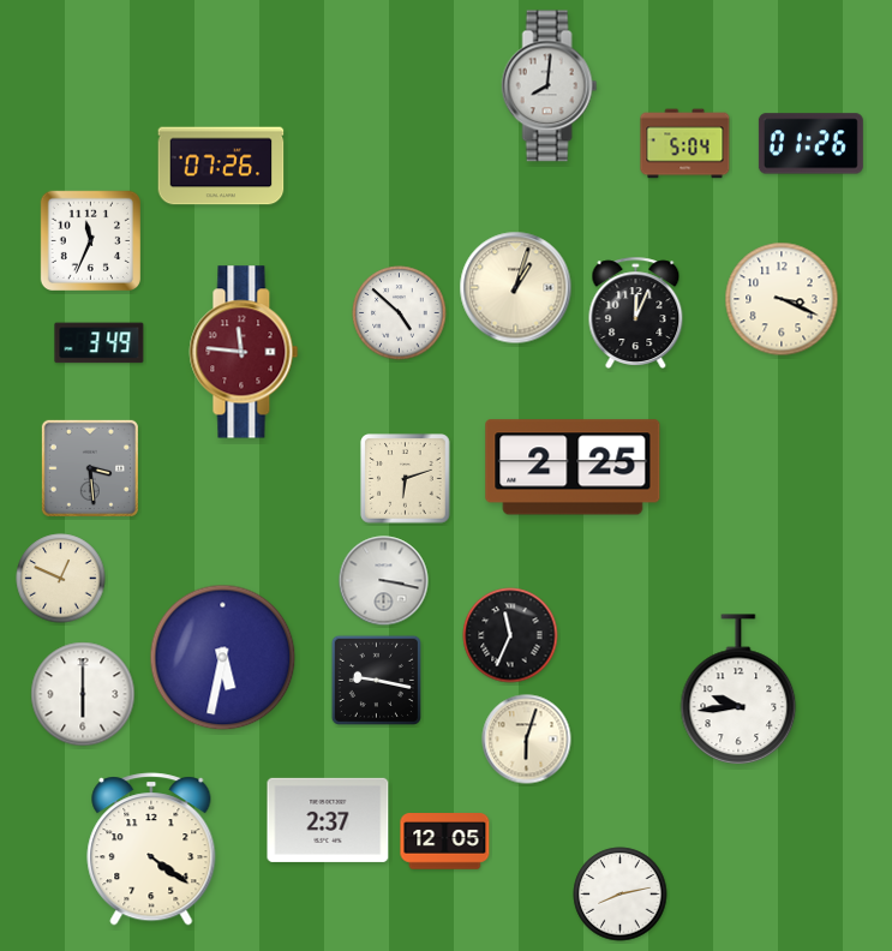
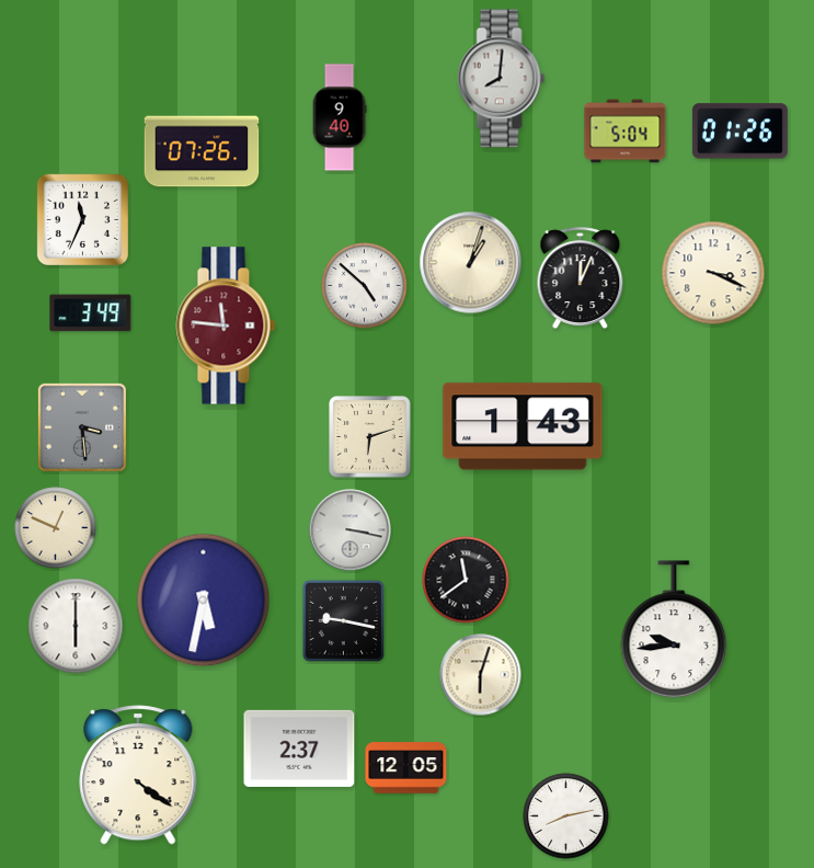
clock at (340, 117): none -> 9:40
clock at (636, 312) position: (636, 312) -> (581, 277)
clock at (244, 352) position: (244, 352) -> (226, 325)
clock at (573, 467): 2:25 -> 1:43
clock at (510, 635): 11:34 -> 11:39
clock at (83, 694) position: (83, 694) -> (76, 626)
